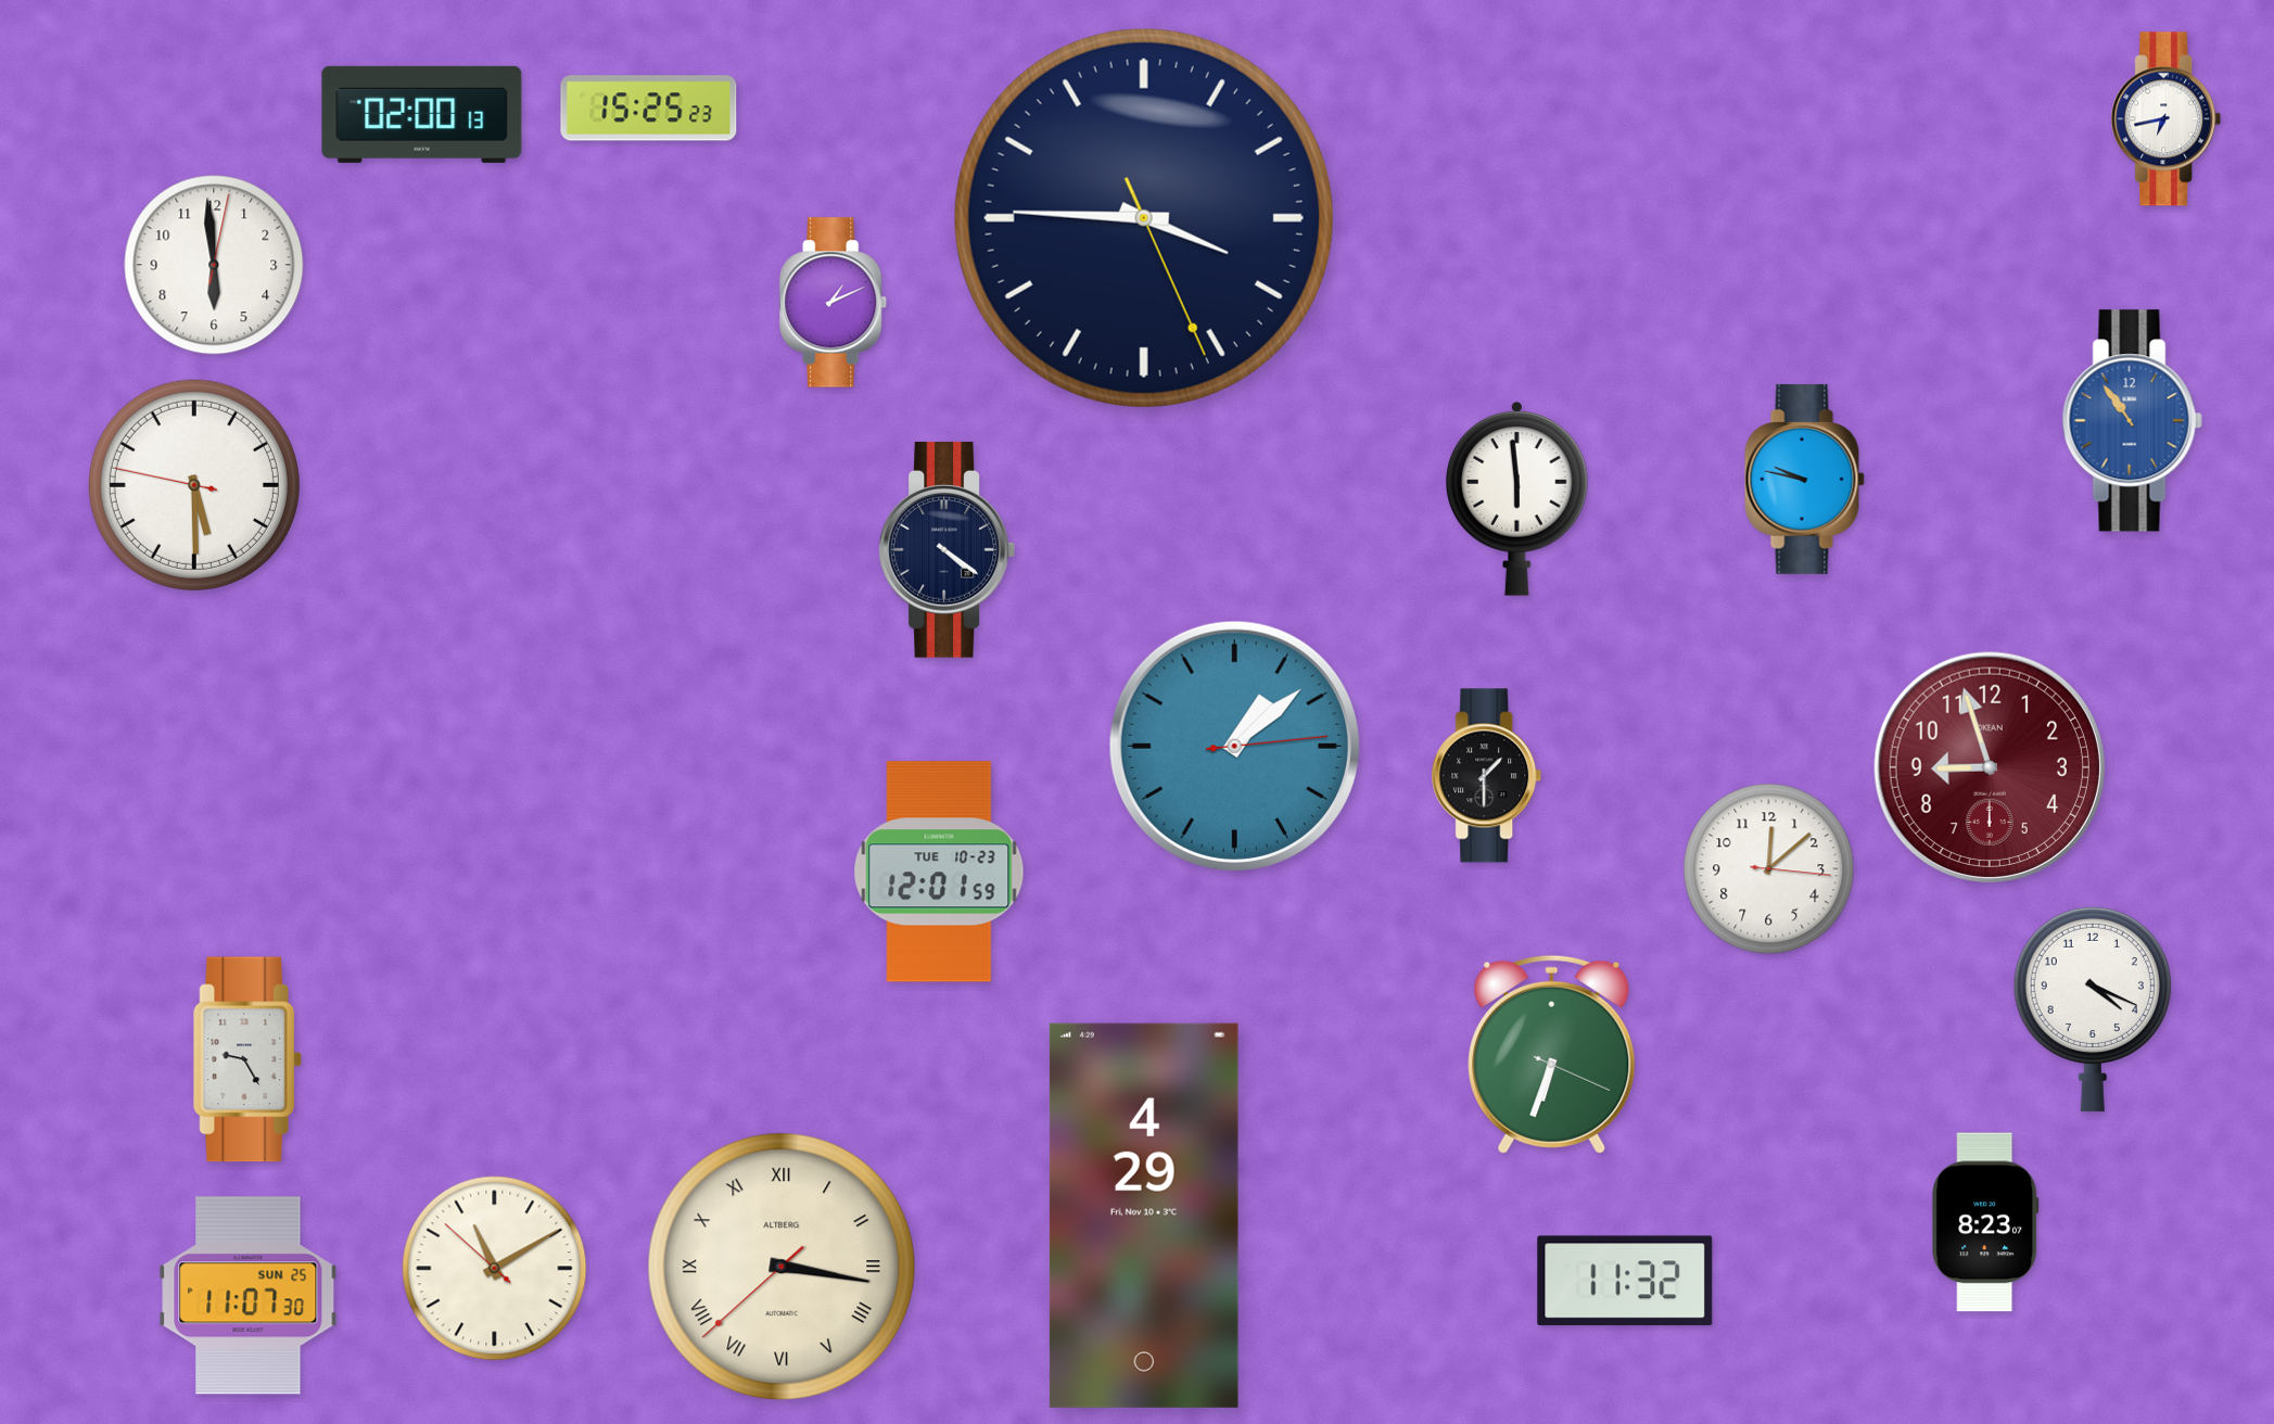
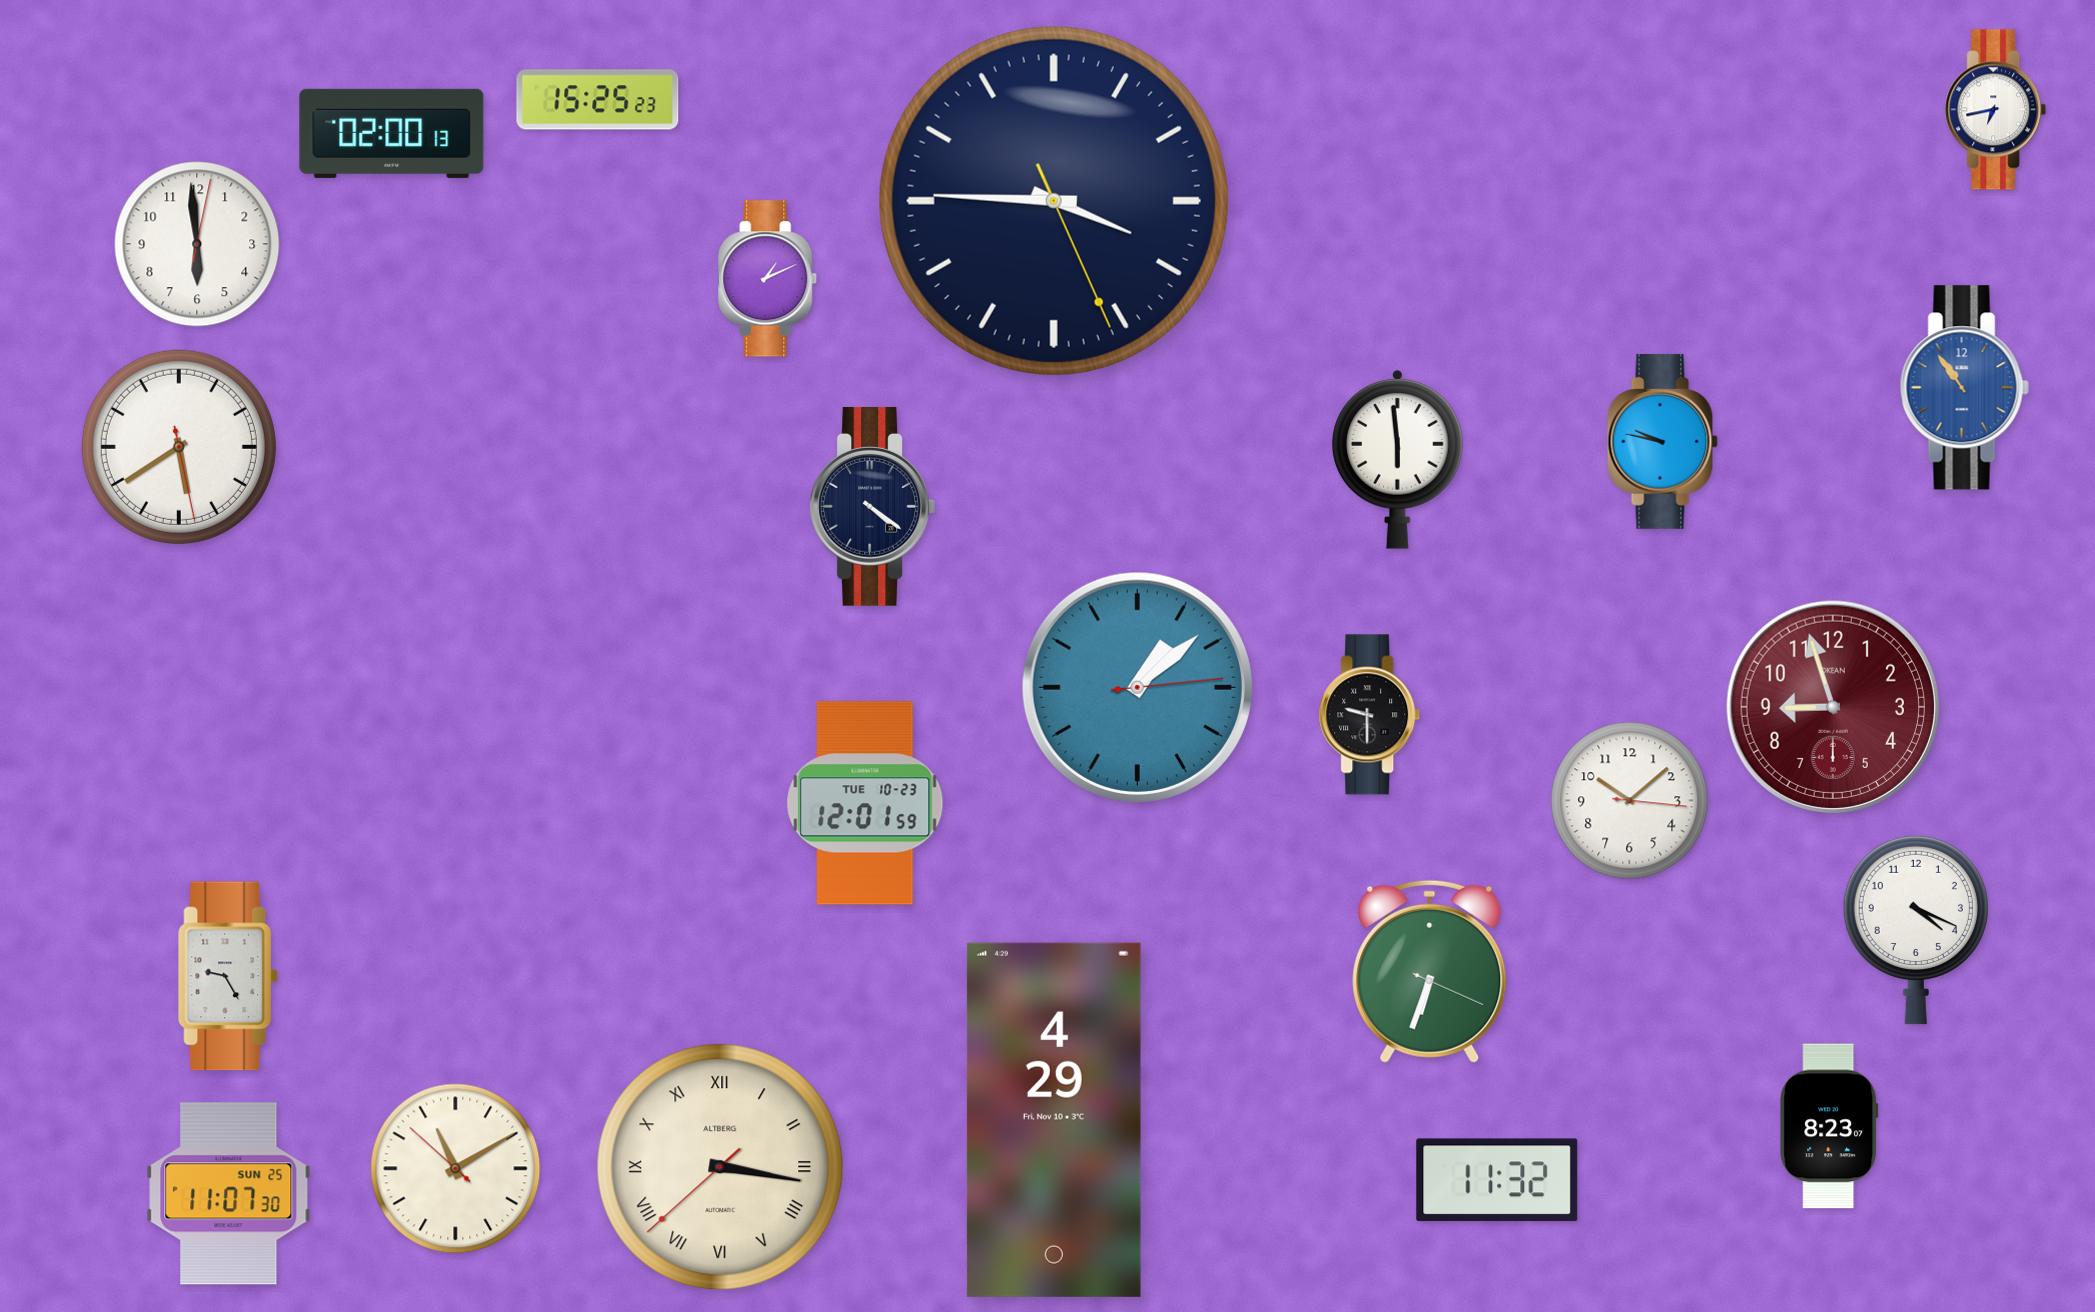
clock at (422, 114) position: (422, 114) -> (392, 133)
clock at (194, 485): 5:29 -> 5:39
clock at (1487, 776): 1:30 -> 9:30
clock at (1769, 869): 12:08 -> 10:08
clock at (2093, 1009) position: (2093, 1009) -> (1916, 930)
